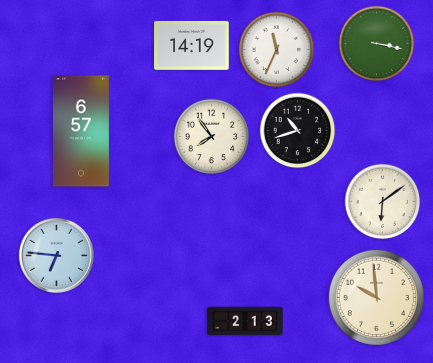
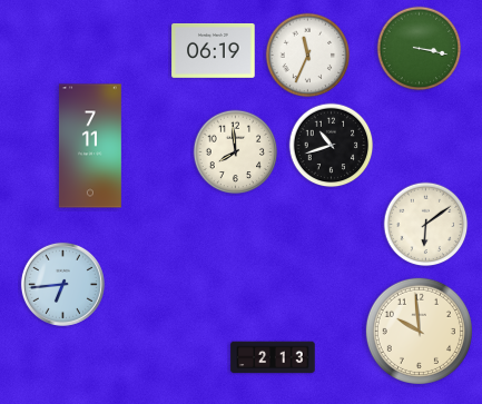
clock at (192, 45): 14:19 -> 06:19
clock at (81, 131): 6:57 -> 7:11
clock at (212, 137): 7:54 -> 7:59
clock at (56, 255): 6:46 -> 6:44
